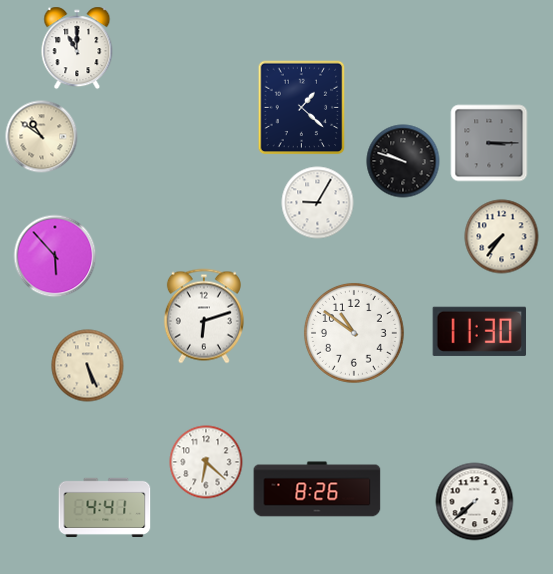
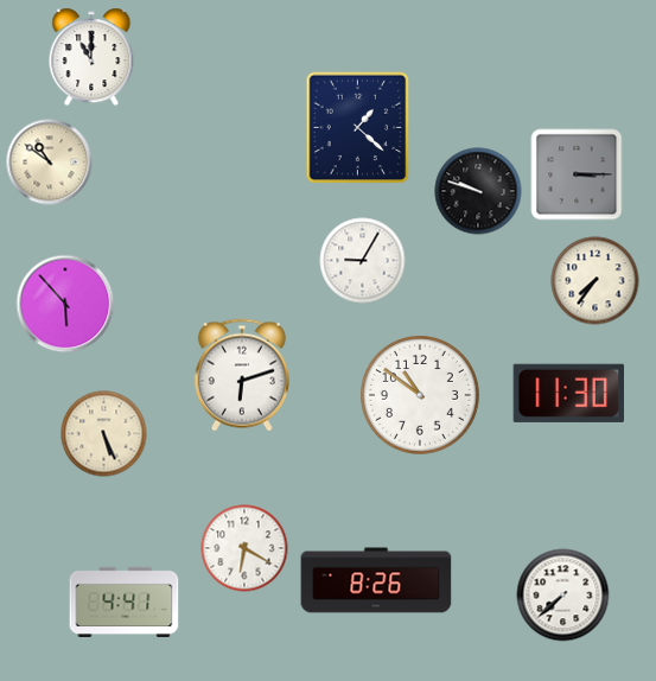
clock at (489, 143) position: (489, 143) -> (577, 174)
clock at (318, 203) position: (318, 203) -> (363, 261)
clock at (206, 462): 6:22 -> 6:20
